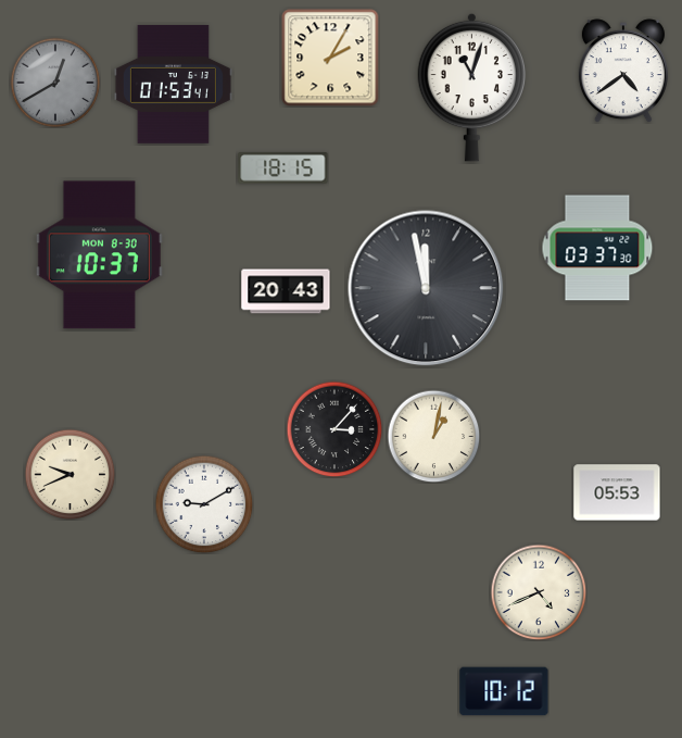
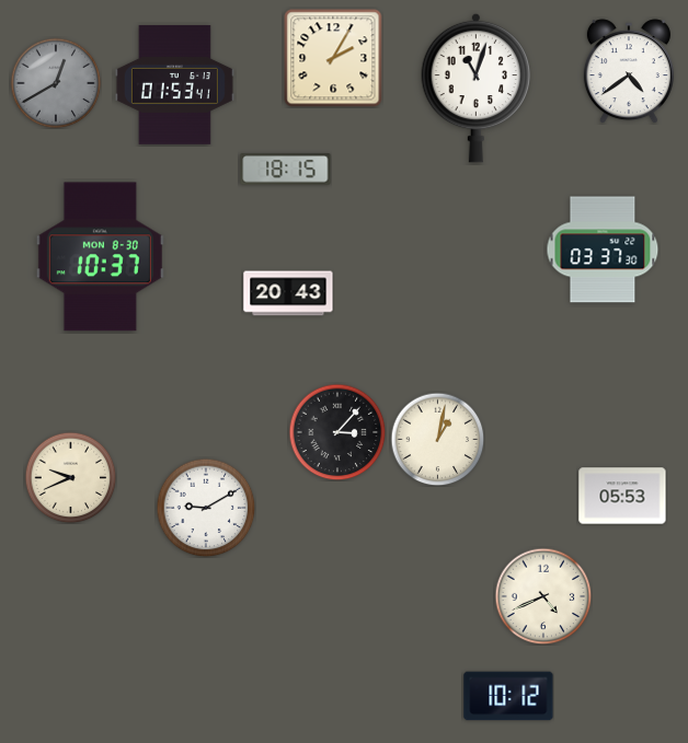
clock at (426, 288): 11:58 -> none
